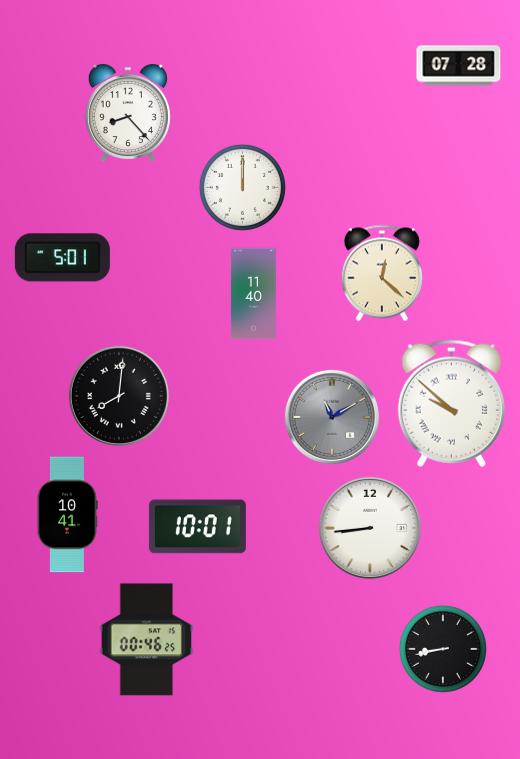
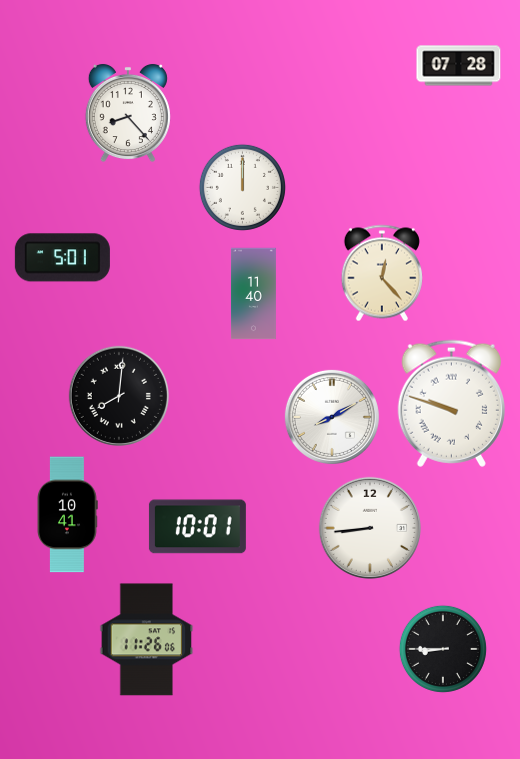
clock at (382, 273): 12:22 -> 12:23
clock at (451, 403): 9:52 -> 9:48
clock at (332, 417): 11:10 -> 8:10
clock at (332, 417) dial: grey -> white
clock at (147, 640): 00:46 -> 11:26
clock at (443, 649): 8:43 -> 8:45
